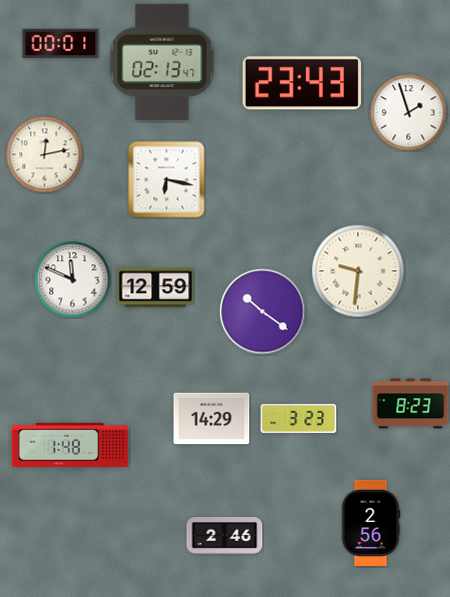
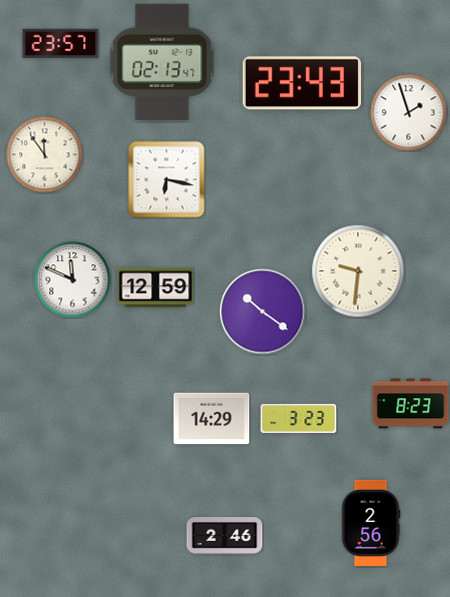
clock at (61, 44): 00:01 -> 23:57
clock at (45, 155): 12:13 -> 11:54
clock at (70, 445): 1:48 -> none
